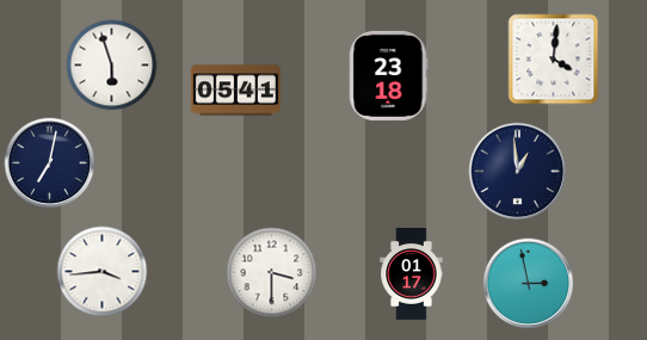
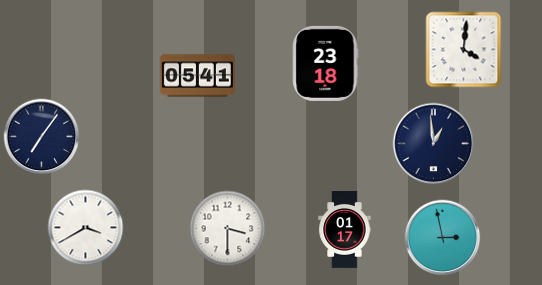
clock at (112, 66): 5:57 -> none
clock at (50, 163): 7:02 -> 7:06
clock at (103, 272): 3:44 -> 3:40
